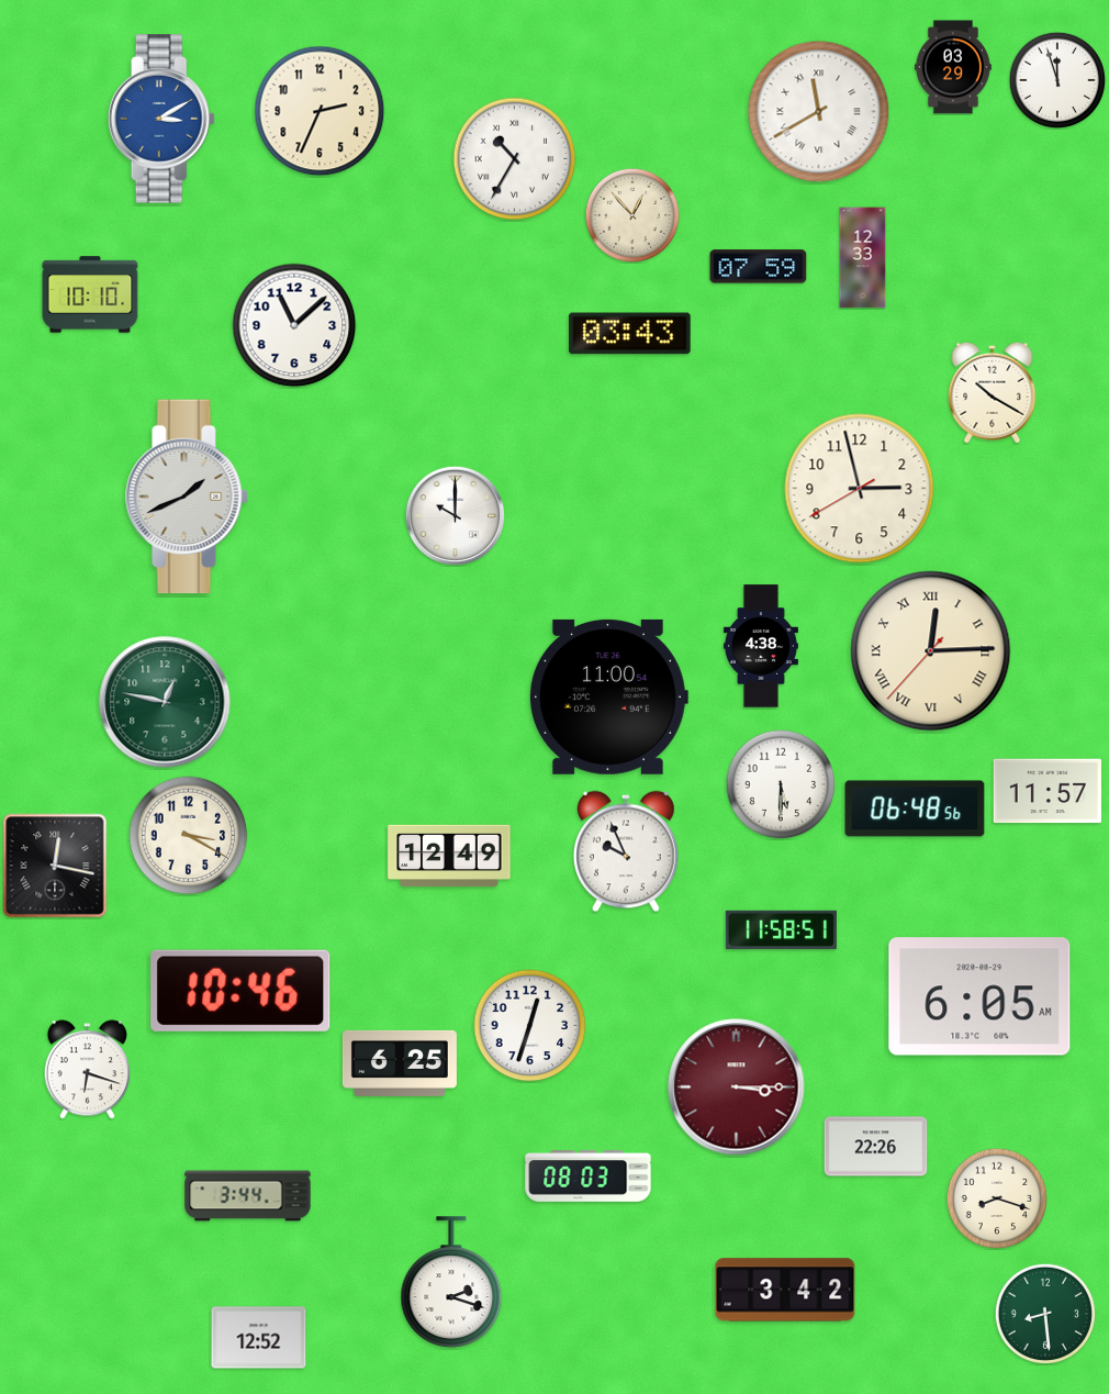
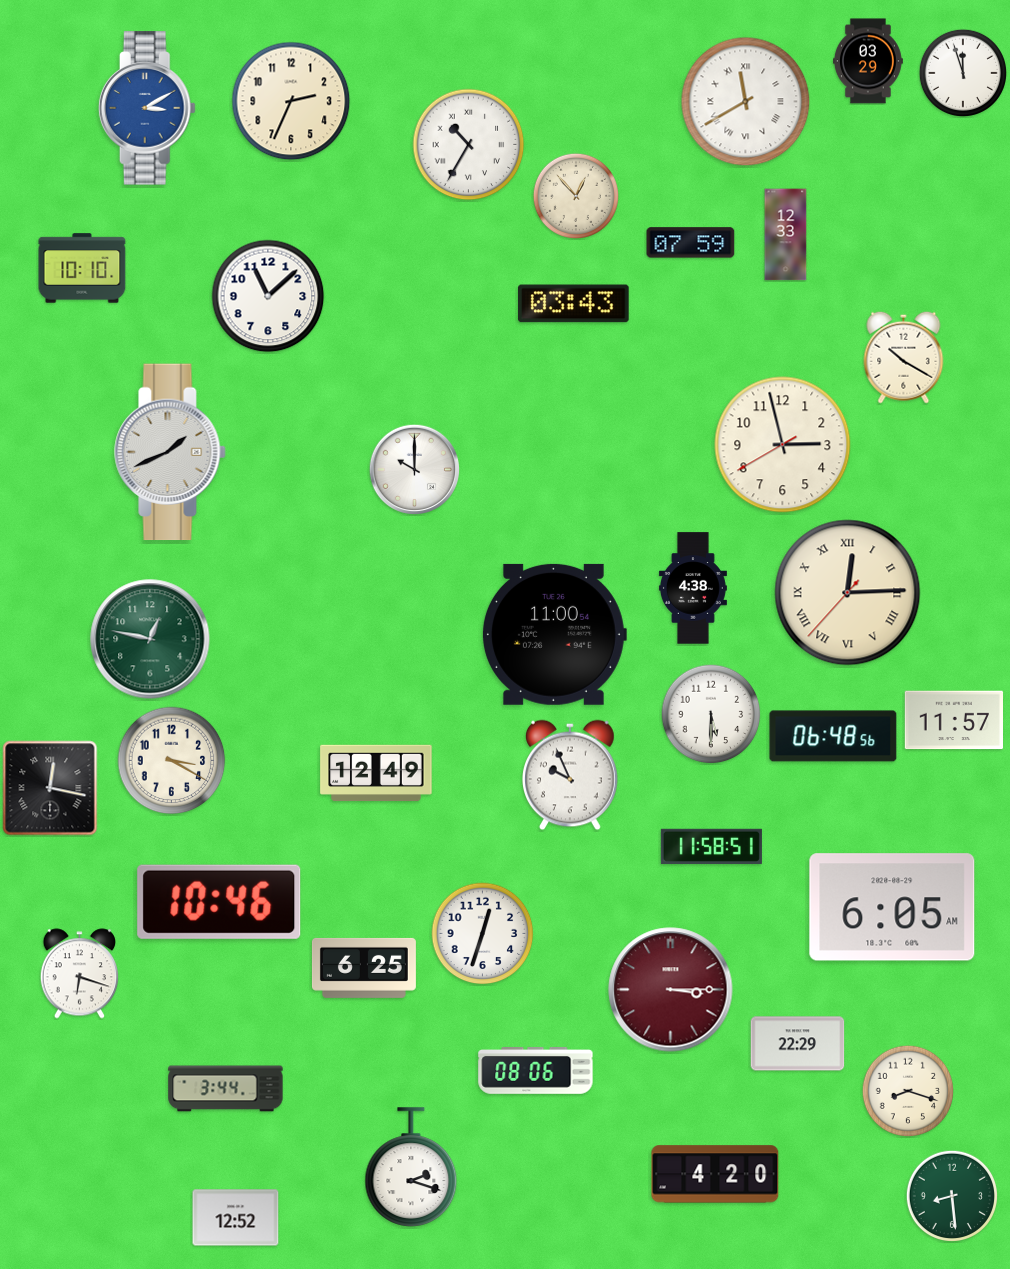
clock at (449, 856) position: (449, 856) -> (376, 773)
clock at (876, 1147): 22:26 -> 22:29
clock at (589, 1176): 08:03 -> 08:06
clock at (785, 1290): 3:42 -> 4:20
